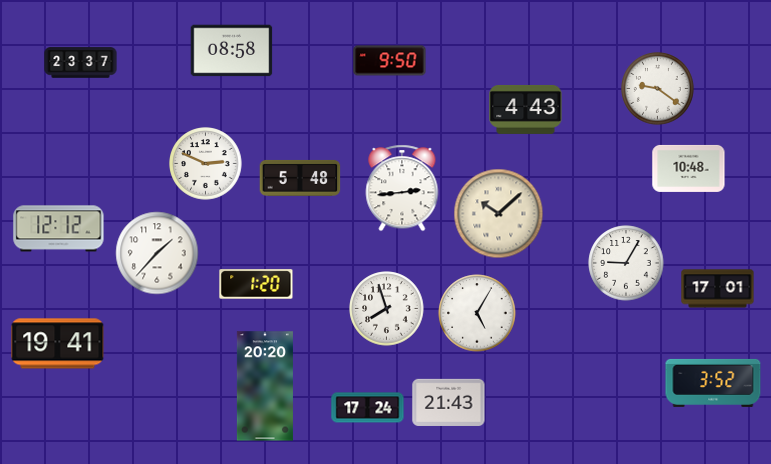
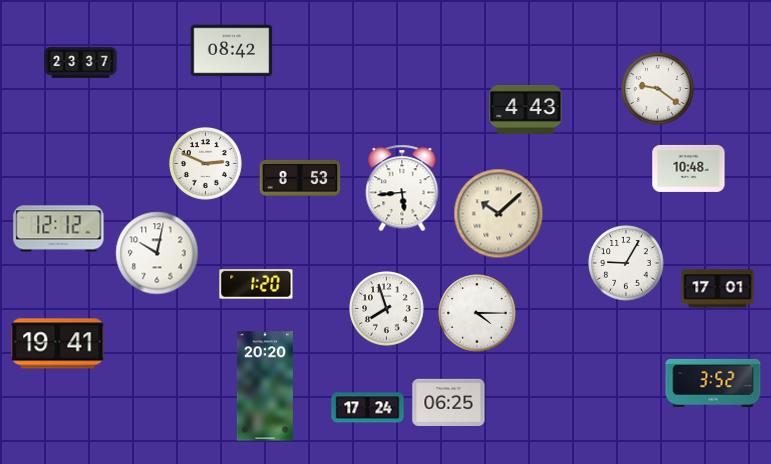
clock at (232, 51): 08:58 -> 08:42
clock at (390, 61): 9:50 -> none
clock at (300, 178): 5:48 -> 8:53
clock at (402, 188): 2:44 -> 5:44
clock at (157, 253): 1:37 -> 10:02
clock at (477, 313): 5:05 -> 4:15
clock at (449, 402): 21:43 -> 06:25
